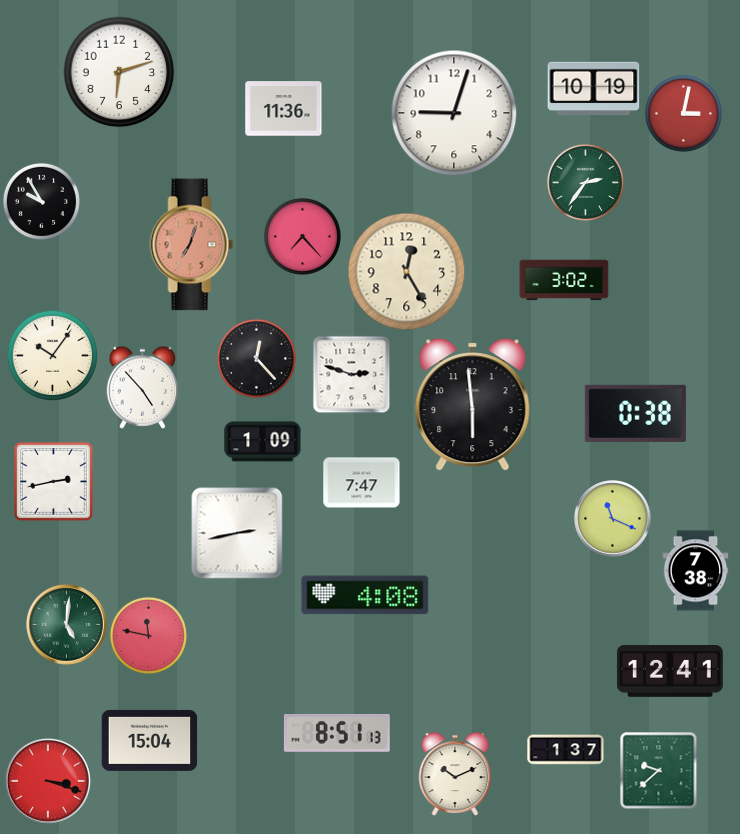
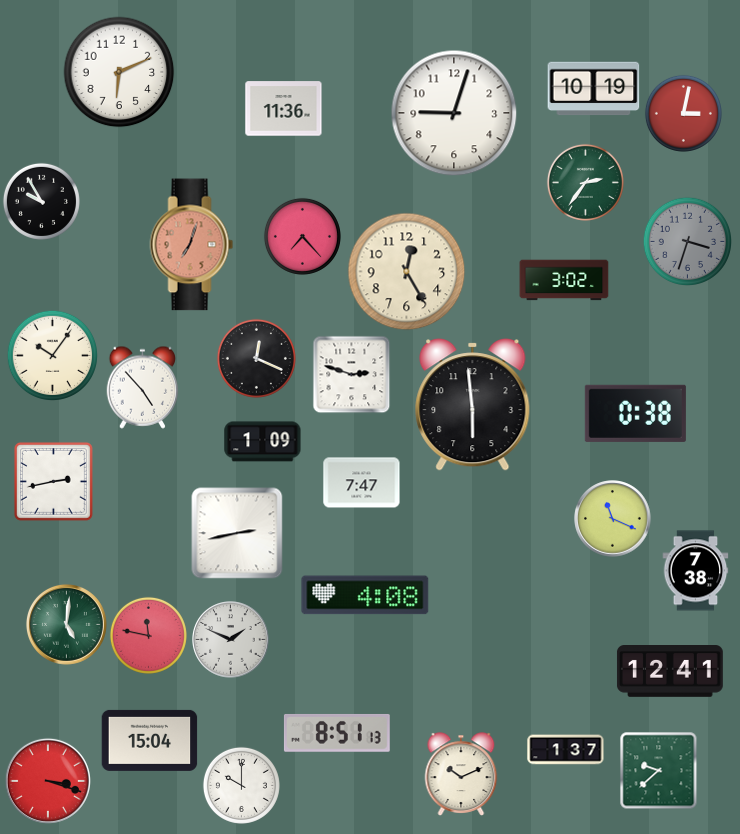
clock at (119, 72): 6:12 -> 6:11
clock at (687, 241): none -> 3:33
clock at (256, 358): 12:23 -> 12:19
clock at (231, 640): none -> 1:49
clock at (455, 774) position: (455, 774) -> (461, 774)
clock at (241, 785): none -> 10:00
